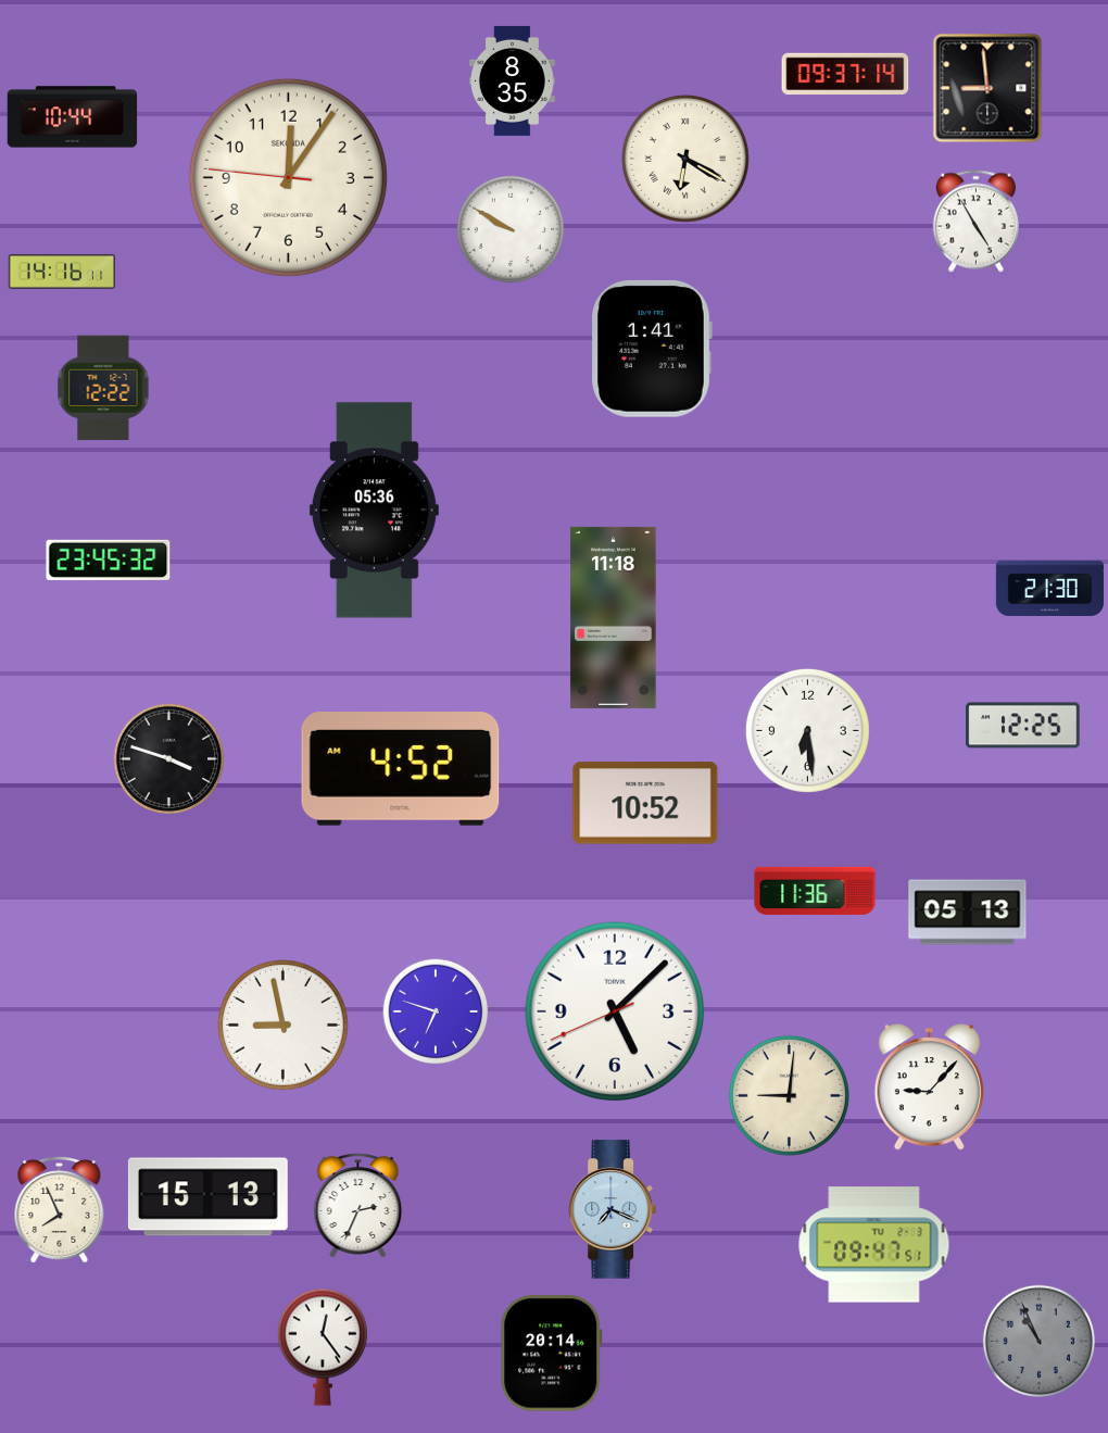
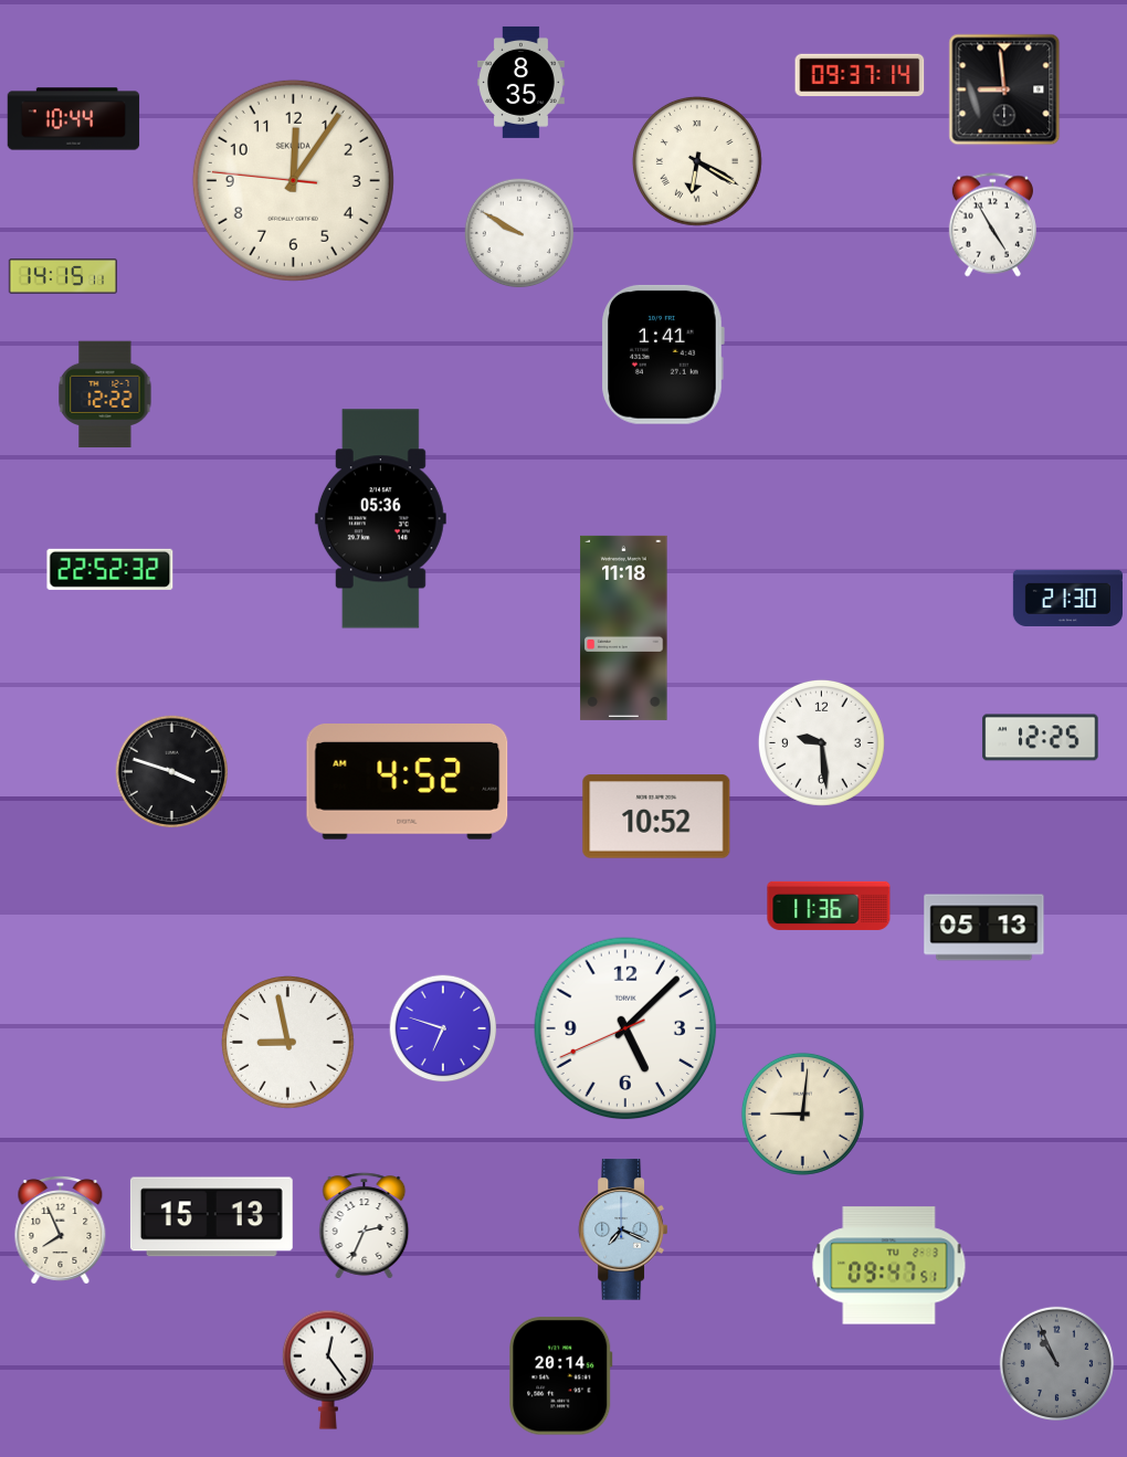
clock at (61, 272): 14:16 -> 14:15
clock at (109, 560): 23:45 -> 22:52
clock at (807, 730): 6:29 -> 9:29
clock at (929, 1088): 9:07 -> none
